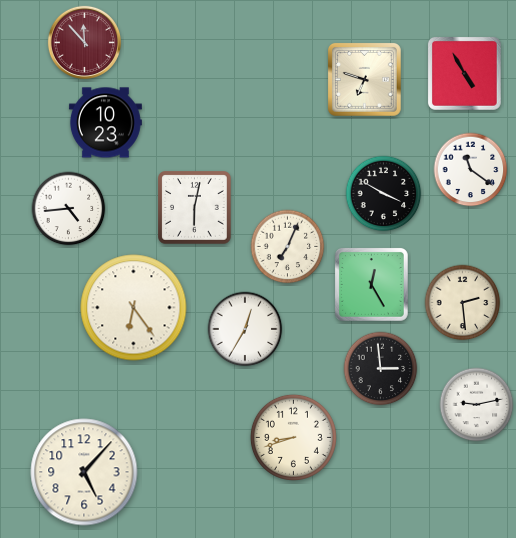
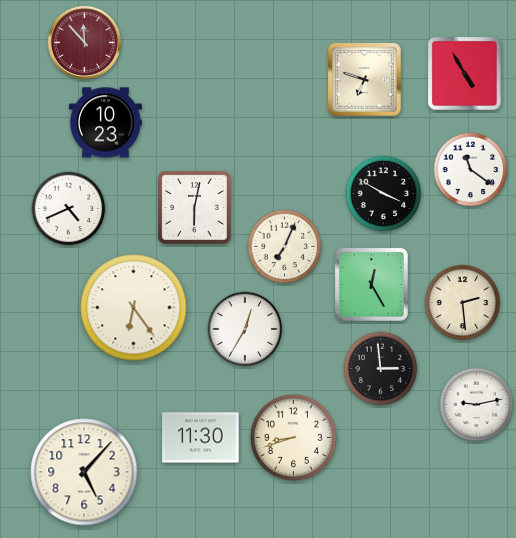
clock at (69, 209): 4:44 -> 4:41
clock at (288, 247) position: (288, 247) -> (285, 247)
clock at (201, 438): none -> 11:30
